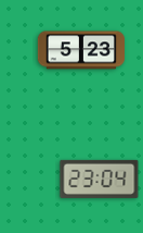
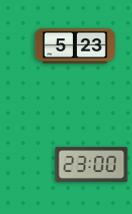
clock at (100, 179): 23:04 -> 23:00
